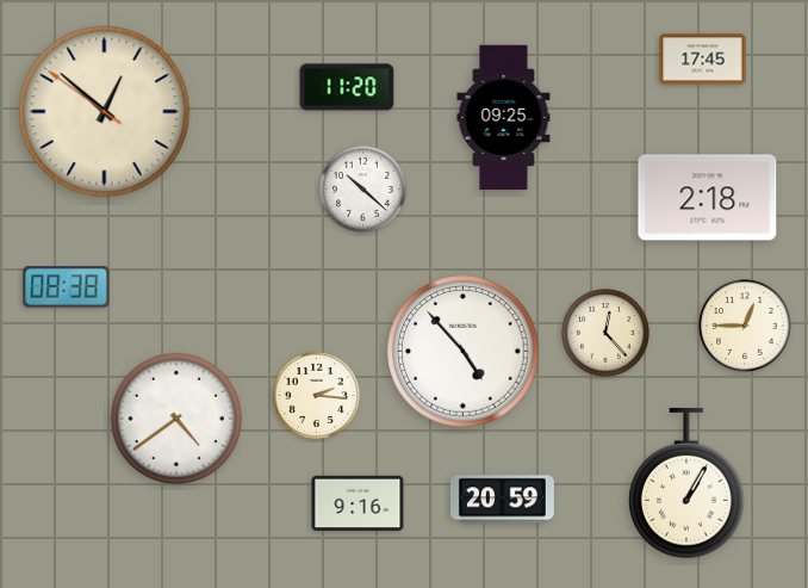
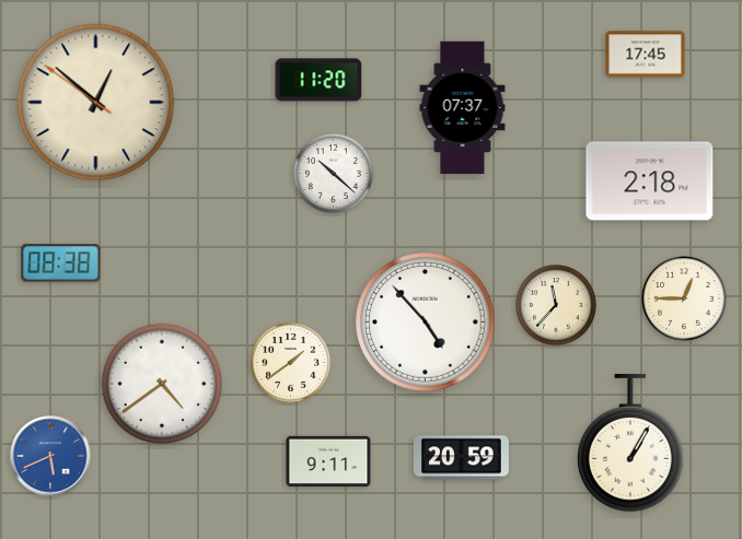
clock at (504, 118): 09:25 -> 07:37
clock at (607, 334): 12:23 -> 11:37
clock at (316, 395): 2:16 -> 1:39
clock at (50, 456): none -> 5:41
clock at (358, 503): 9:16 -> 9:11
